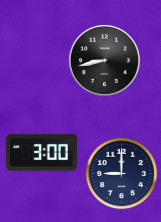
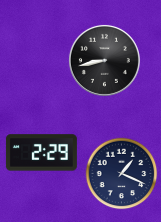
clock at (41, 153): 3:00 -> 2:29
clock at (122, 174): 9:00 -> 1:19
